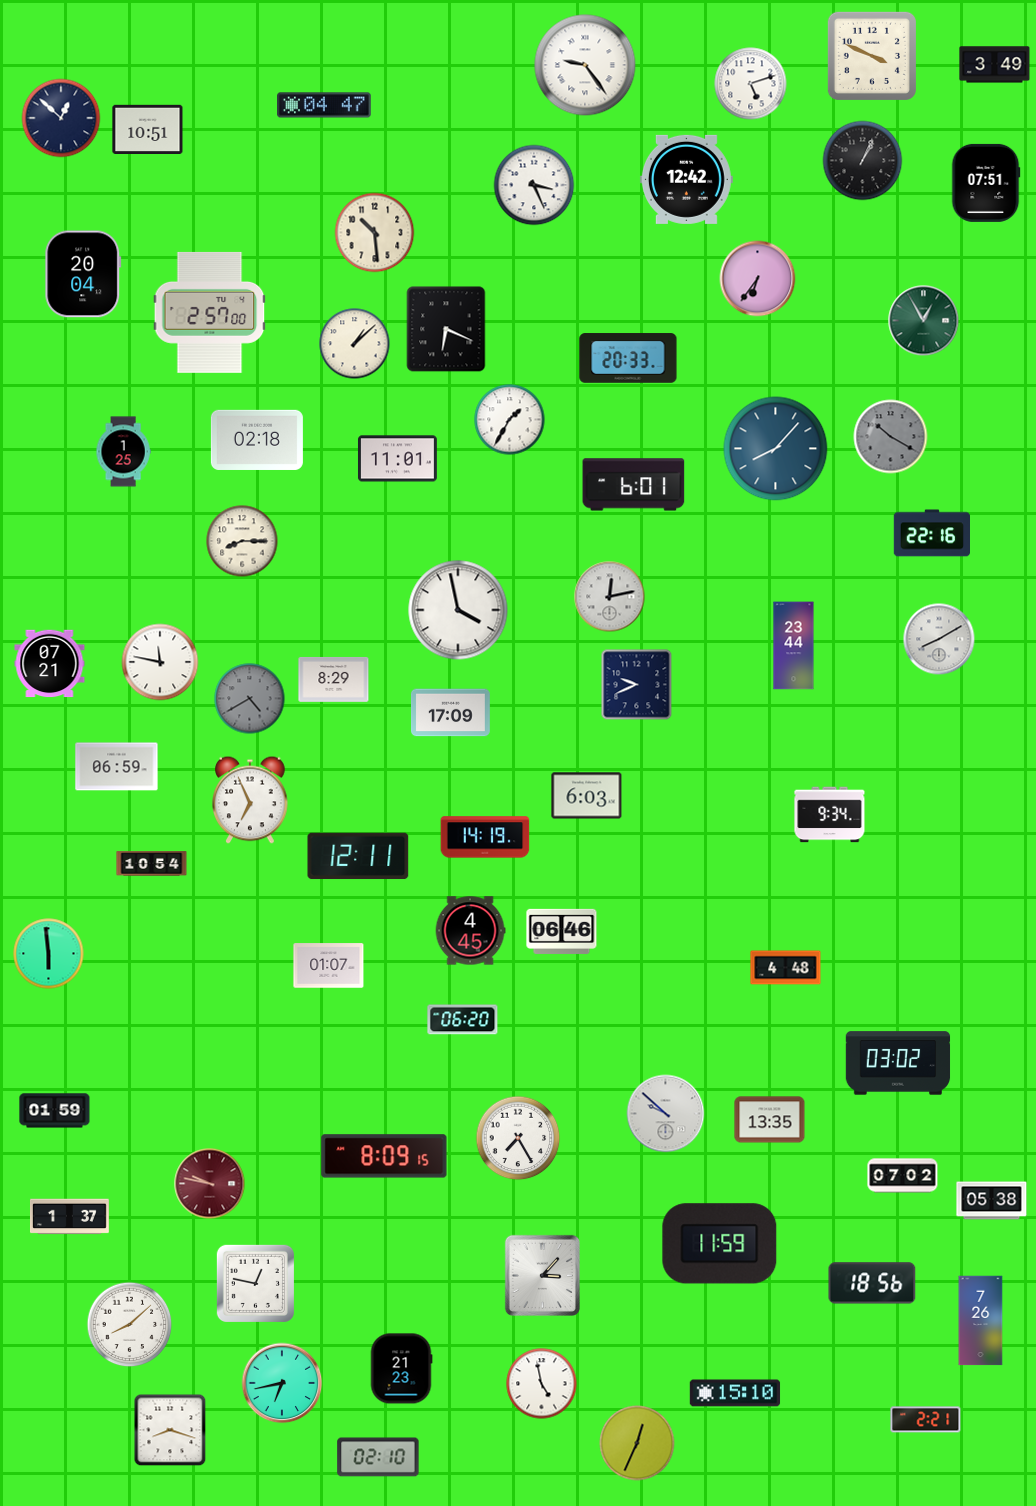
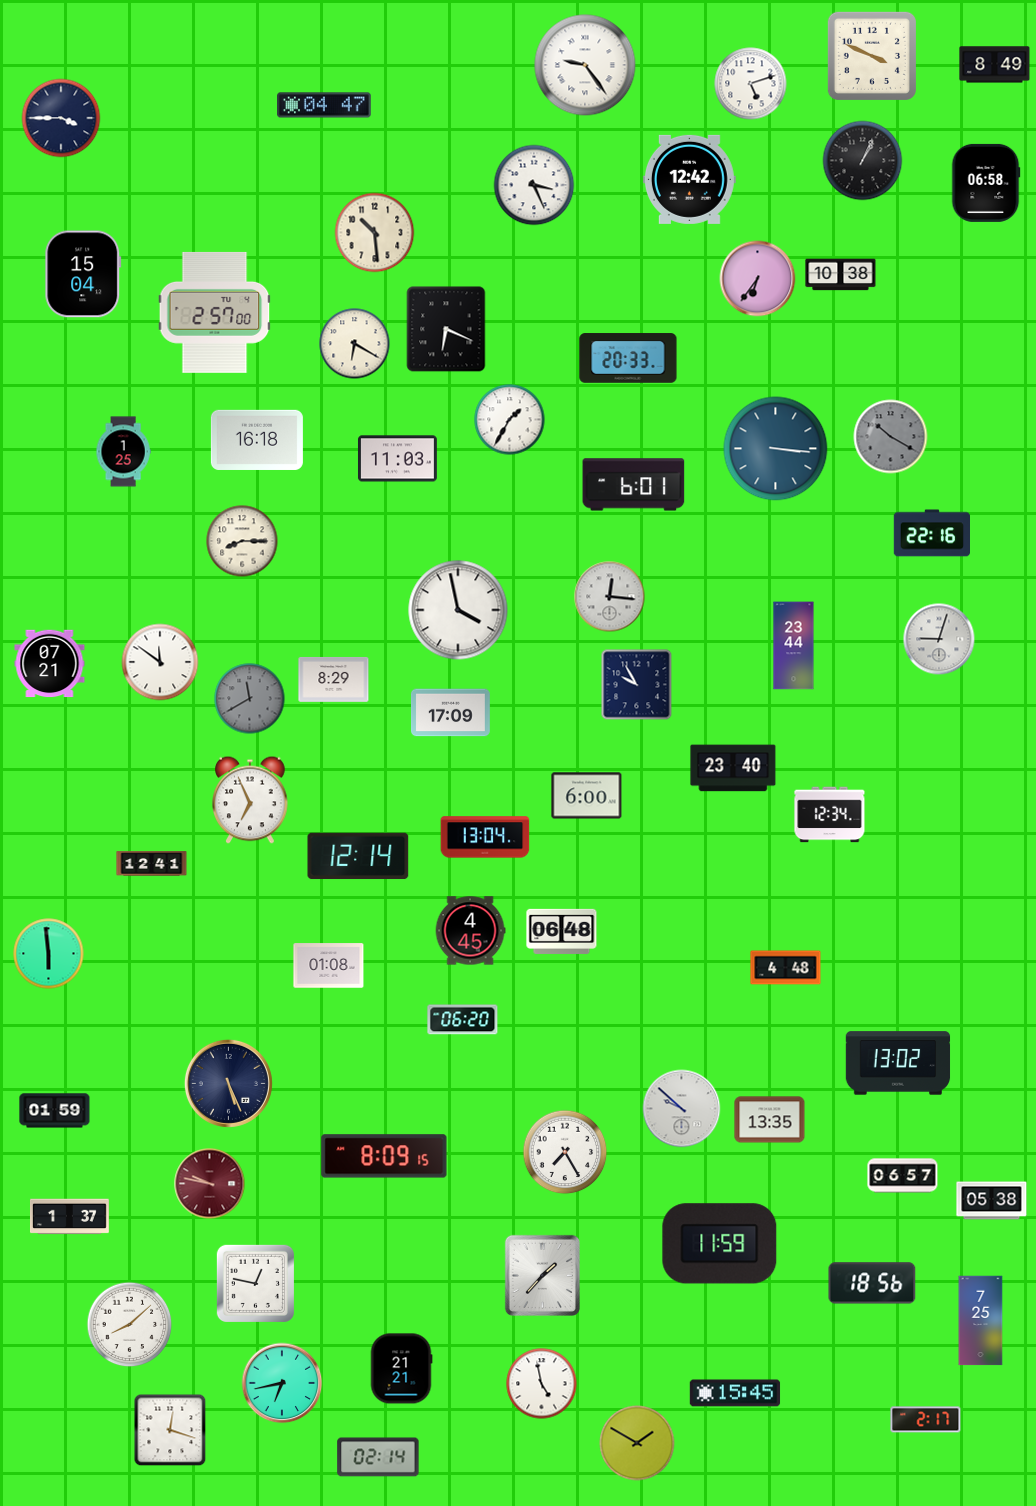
clock at (995, 65): 3:49 -> 8:49
clock at (61, 118): 12:52 -> 3:45
clock at (148, 130): 10:51 -> none
clock at (686, 179) position: (686, 179) -> (689, 179)
clock at (986, 183): 07:51 -> 06:58
clock at (83, 274): 20:04 -> 15:04
clock at (841, 275): none -> 10:38
clock at (210, 312) position: (210, 312) -> (215, 312)
clock at (924, 321): 12:55 -> none
clock at (355, 344): 1:08 -> 6:20
clock at (257, 440): 02:18 -> 16:18
clock at (776, 449): 8:07 -> 3:16
clock at (398, 459): 11:01 -> 11:03
clock at (610, 597): 12:13 -> 12:16
clock at (939, 639): 8:10 -> 9:03
clock at (160, 662): 11:47 -> 11:51
clock at (637, 685): 9:41 -> 9:55
clock at (250, 699): 4:40 -> 11:40
clock at (117, 767): 06:59 -> none
clock at (733, 768): none -> 23:40
clock at (587, 796): 6:03 -> 6:00
clock at (830, 815): 9:34 -> 12:34
clock at (485, 837): 14:19 -> 13:04
clock at (358, 856): 12:11 -> 12:14
clock at (152, 864): 10:54 -> 12:41
clock at (562, 931): 06:46 -> 06:48
clock at (329, 966): 01:07 -> 01:08
clock at (898, 1063): 03:02 -> 13:02
clock at (228, 1083): none -> 5:26
clock at (666, 1114) position: (666, 1114) -> (682, 1109)
clock at (518, 1138) position: (518, 1138) -> (565, 1152)
clock at (903, 1176): 07:02 -> 06:57
clock at (542, 1275): 3:07 -> 1:37
clock at (981, 1321): 7:26 -> 7:25
clock at (401, 1369): 21:23 -> 21:21
clock at (735, 1393): 15:10 -> 15:45
clock at (926, 1420): 2:21 -> 2:17
clock at (170, 1430): 8:18 -> 12:18
clock at (637, 1443): 12:34 -> 1:50
clock at (378, 1457): 02:10 -> 02:14
